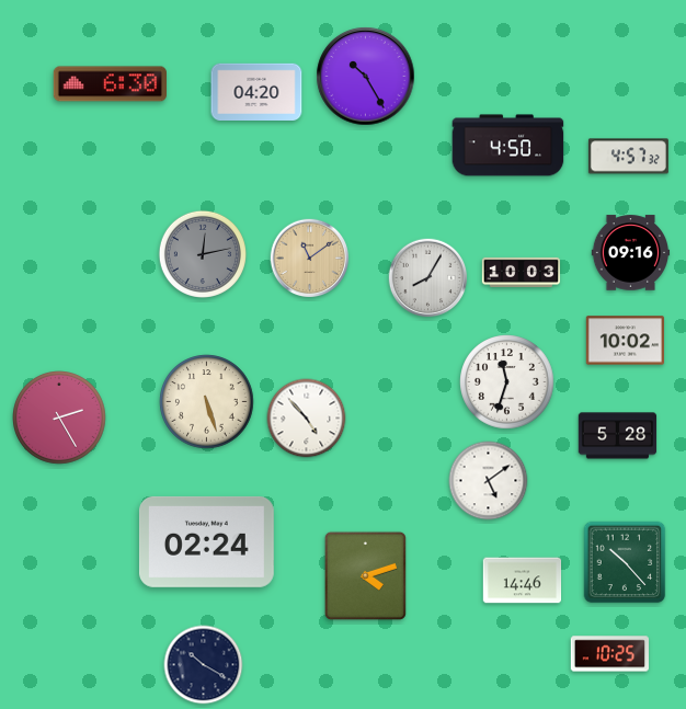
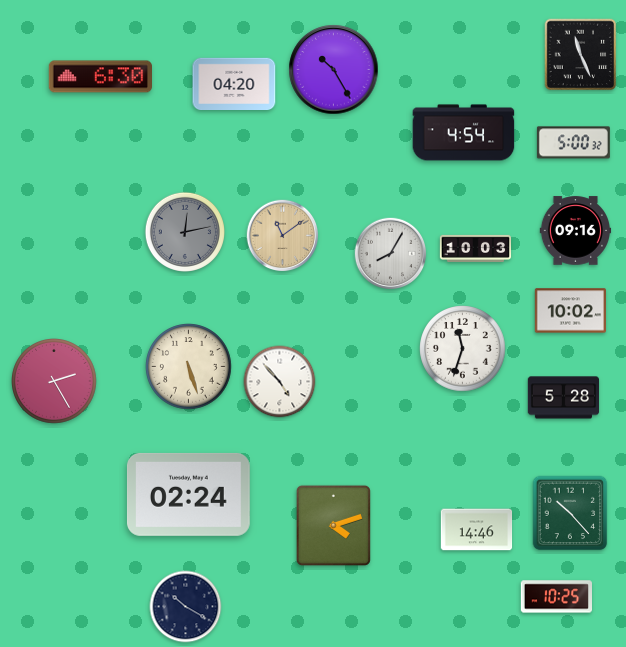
clock at (581, 55): none -> 11:26
clock at (508, 146): 4:50 -> 4:54
clock at (628, 157): 4:57 -> 5:00
clock at (489, 481): 5:09 -> none
